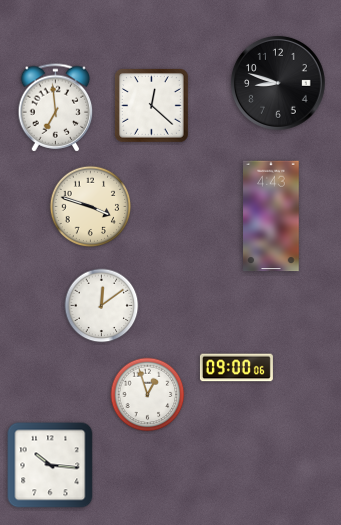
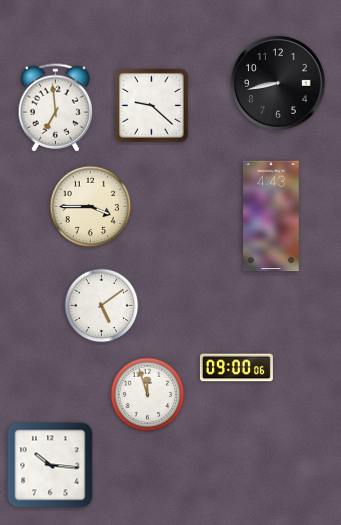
clock at (278, 83): 8:48 -> 8:43
clock at (152, 106): 12:22 -> 9:22
clock at (91, 207): 3:48 -> 3:45
clock at (102, 306): 12:09 -> 5:09
clock at (148, 395): 12:57 -> 11:57
